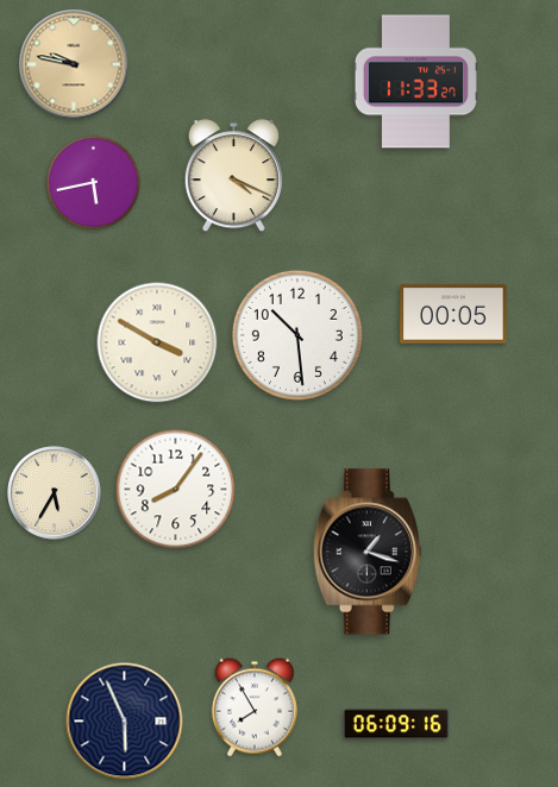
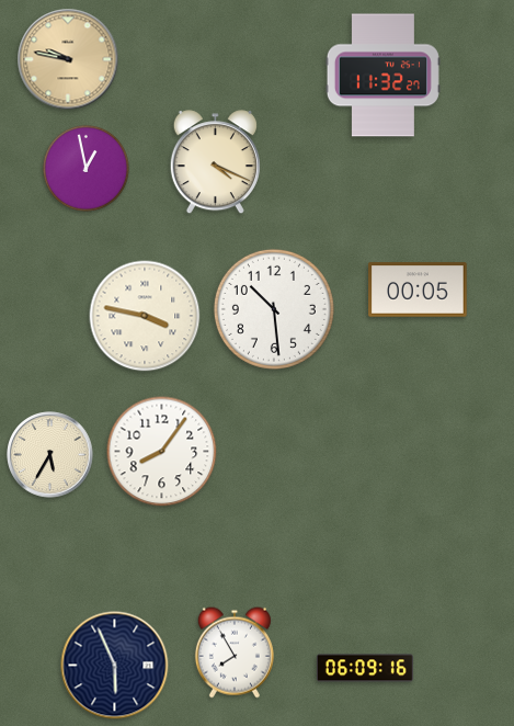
clock at (415, 82): 11:33 -> 11:32
clock at (93, 182): 5:43 -> 12:58
clock at (157, 342): 3:50 -> 3:47
clock at (368, 552): 1:18 -> none
